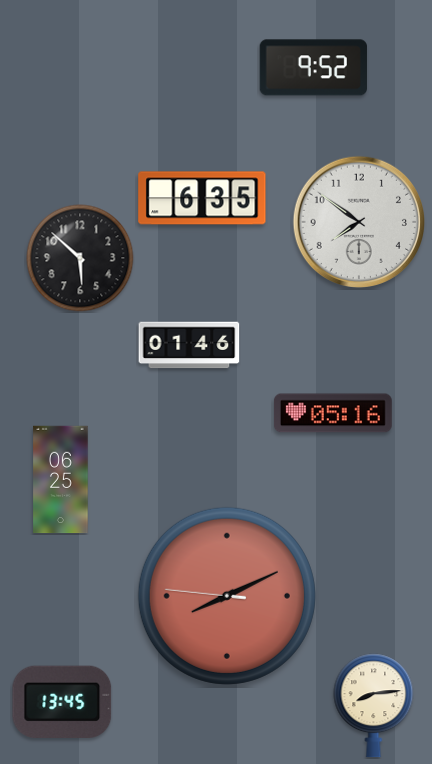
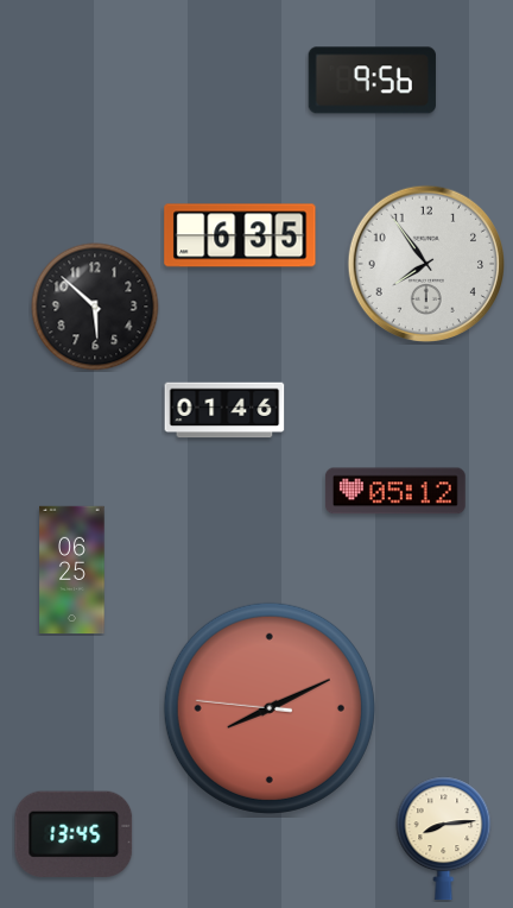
clock at (313, 68): 9:52 -> 9:56
clock at (358, 221): 7:51 -> 7:54
clock at (333, 413): 05:16 -> 05:12
